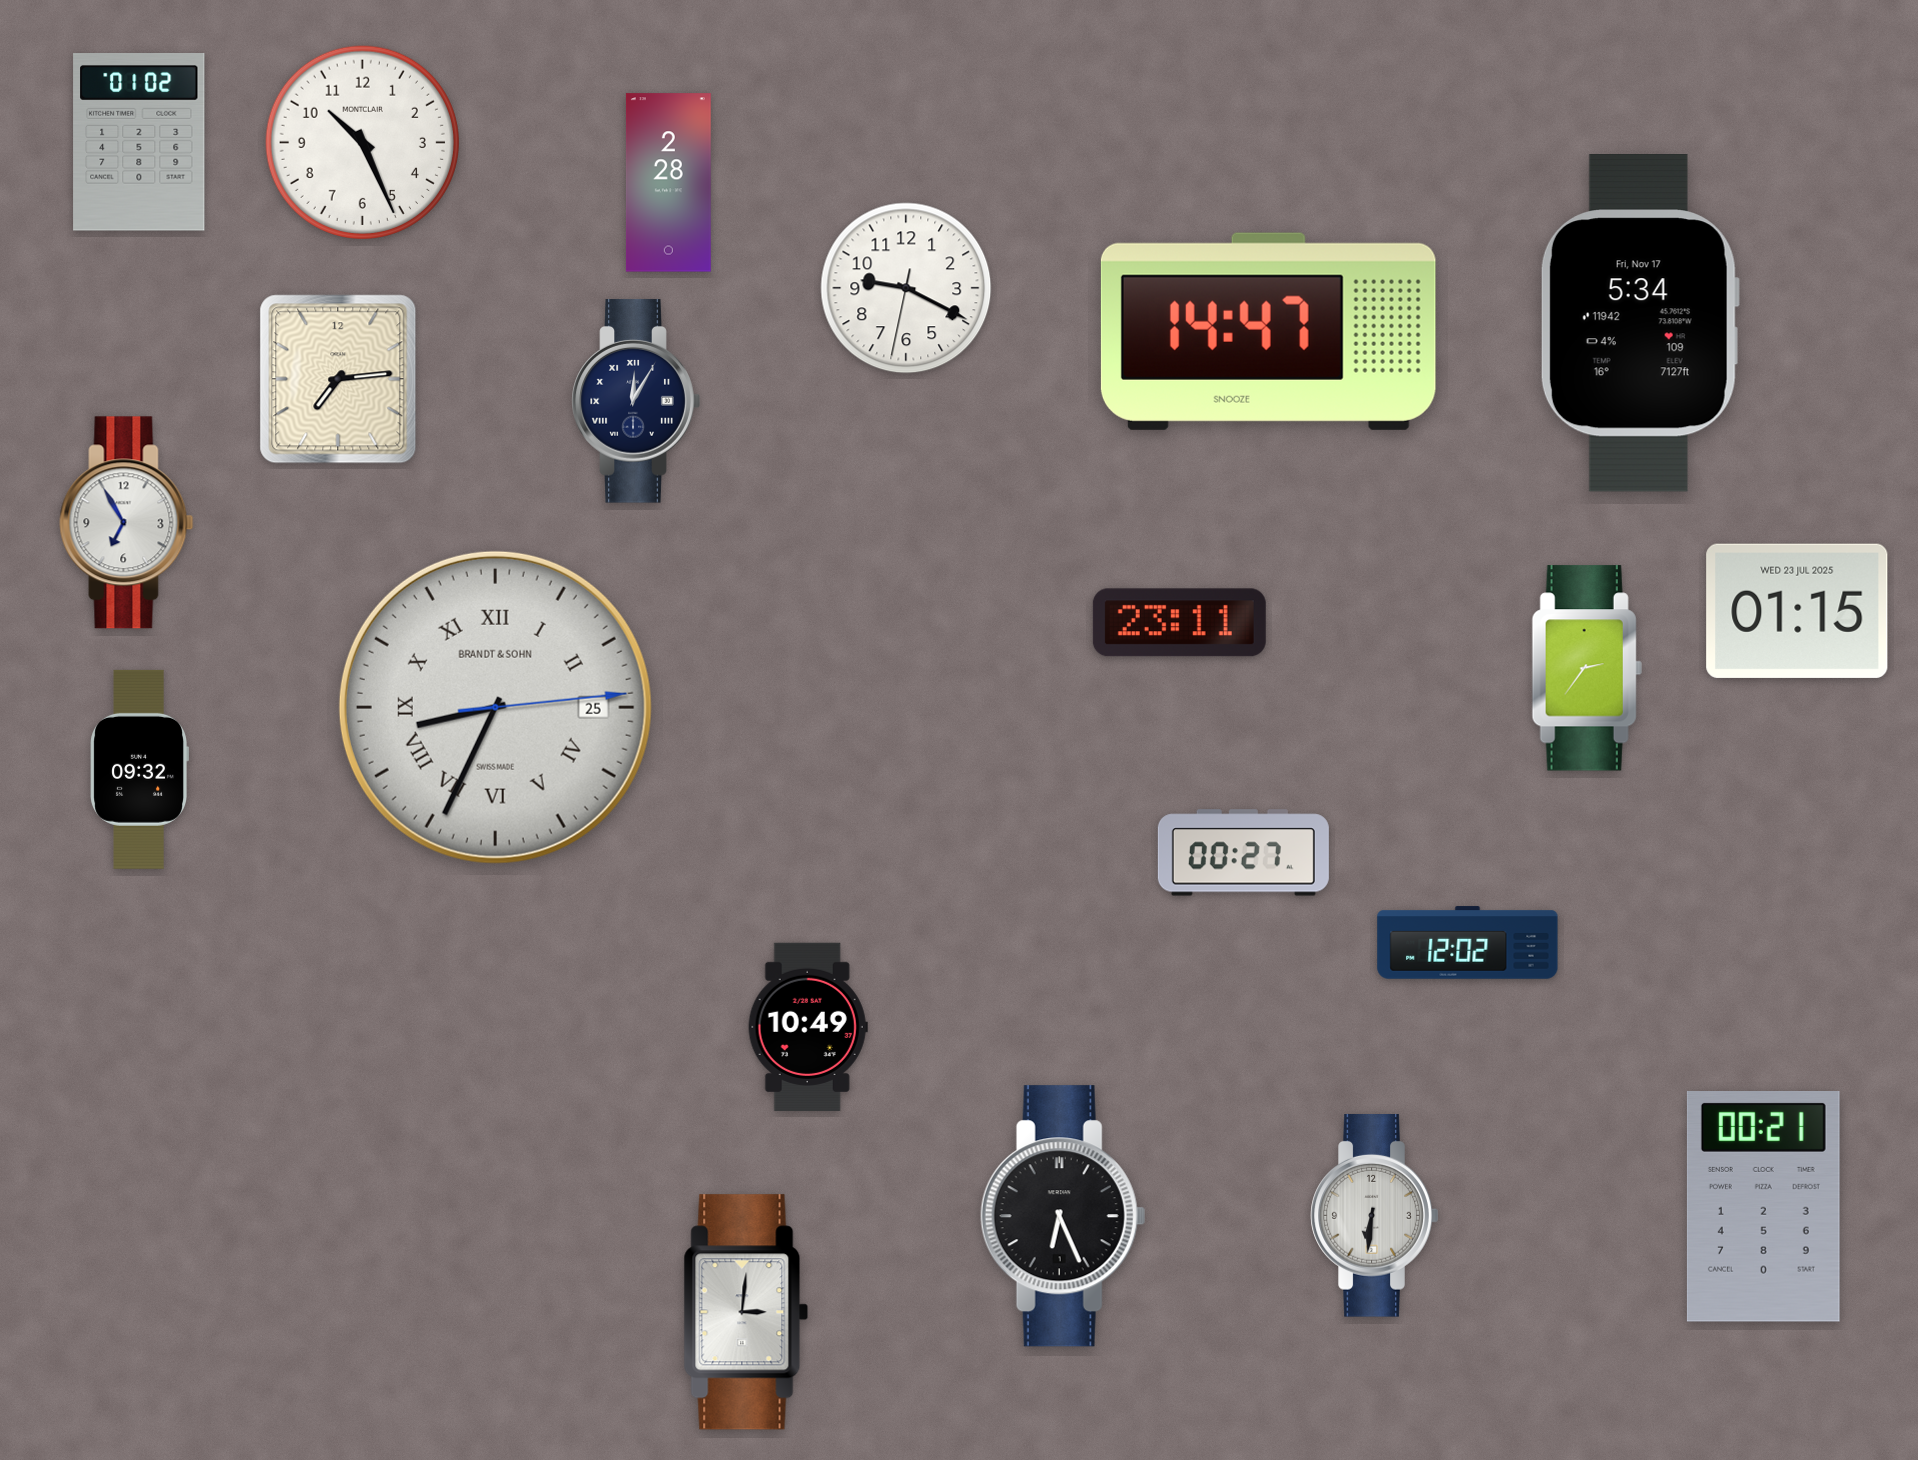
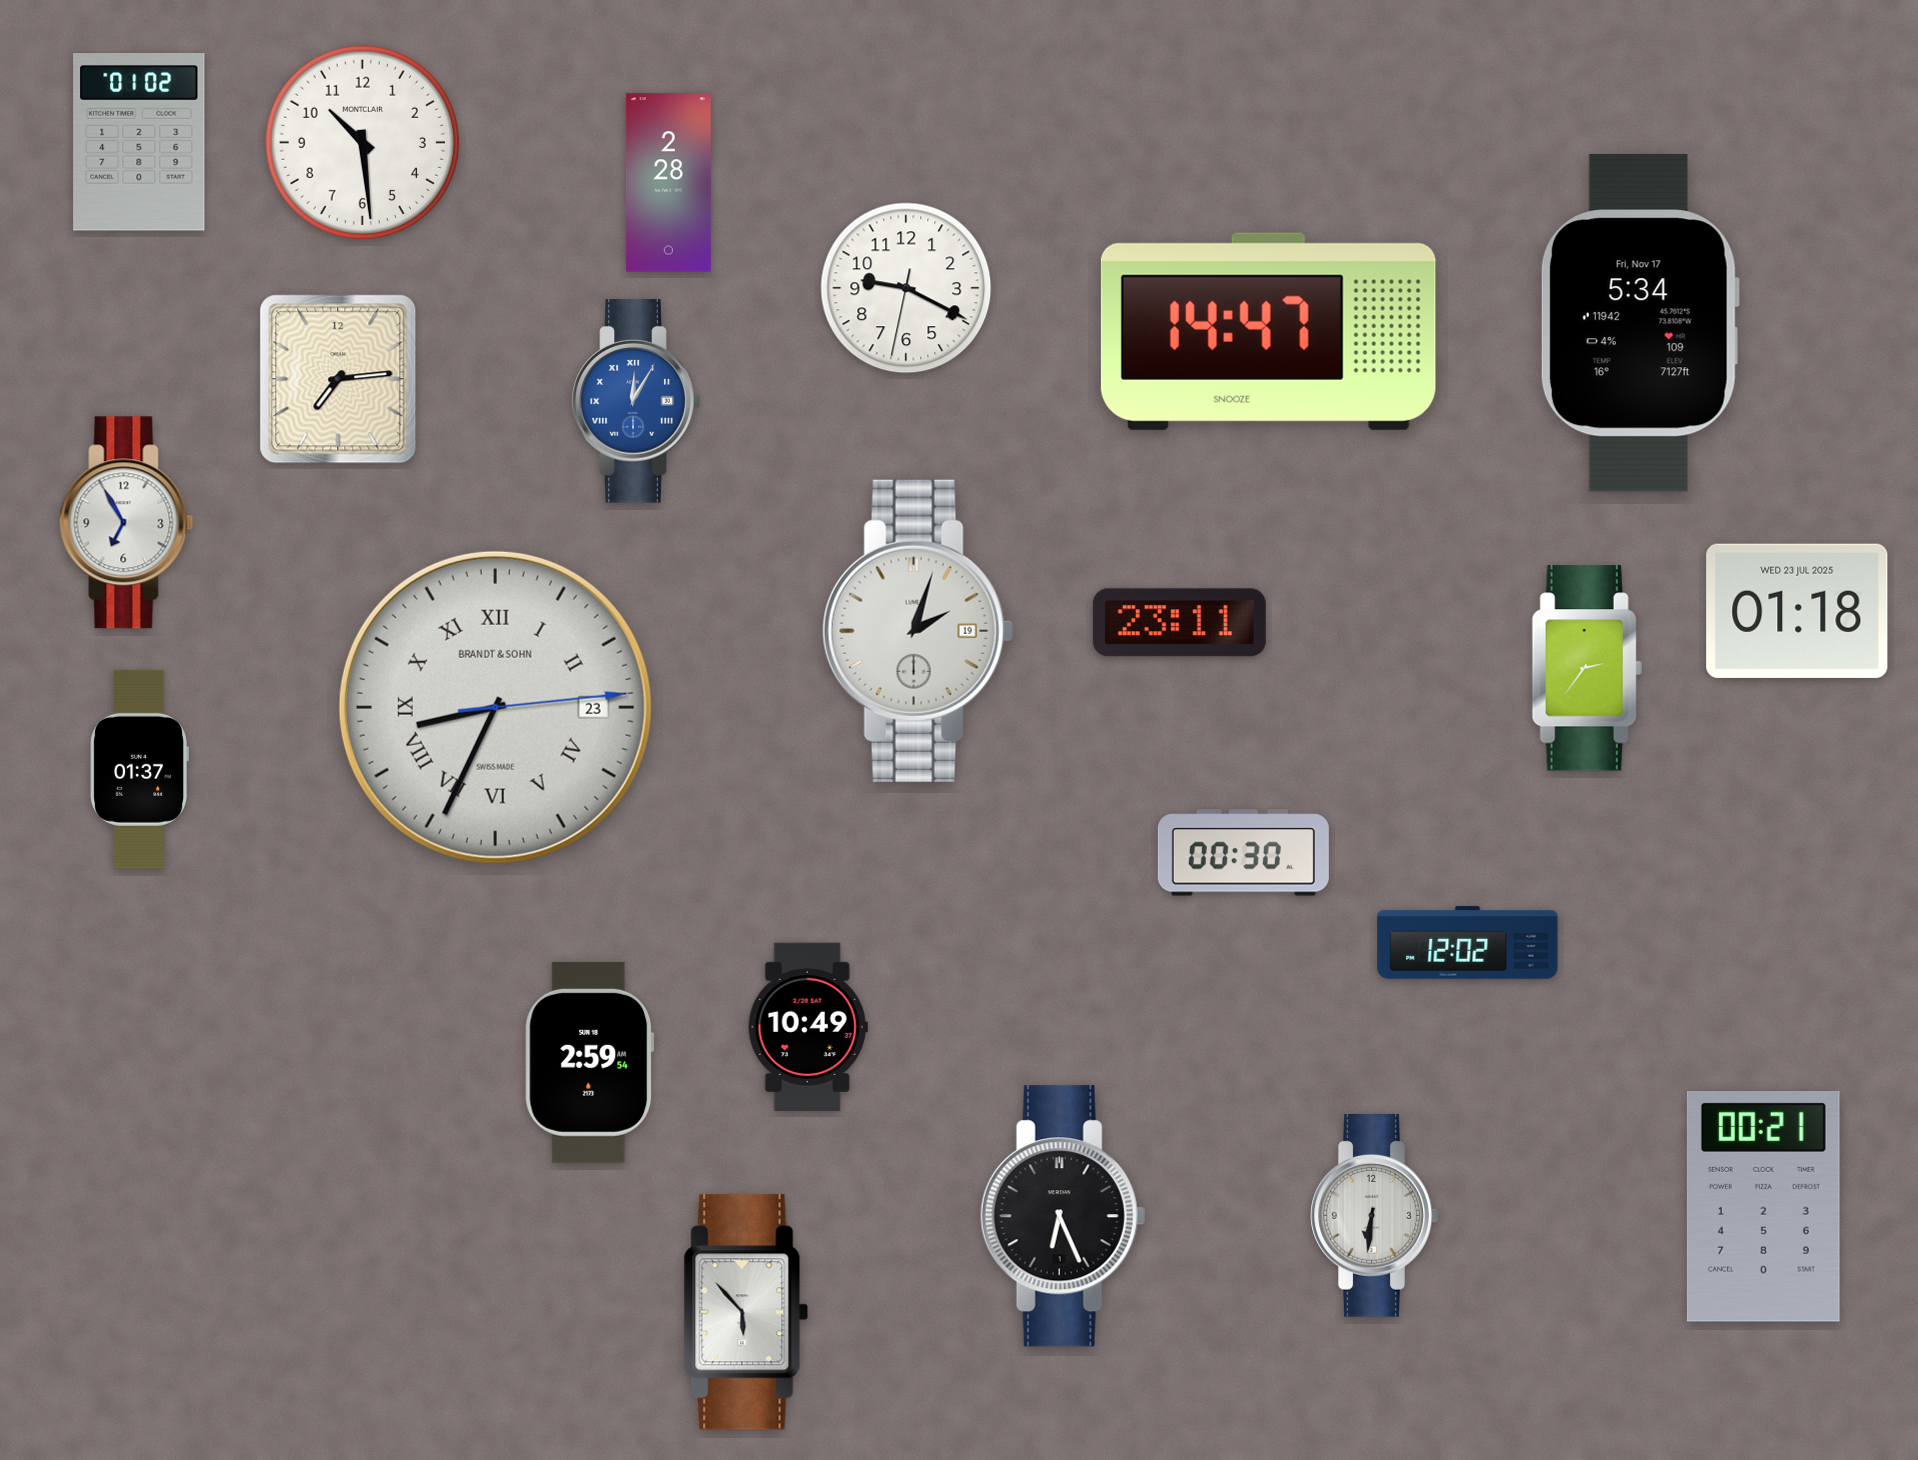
clock at (362, 142): 10:26 -> 10:29
clock at (636, 401) dial: navy -> blue
clock at (1797, 611): 01:15 -> 01:18
clock at (918, 631): none -> 2:03
clock at (495, 707) date: 25 -> 23
clock at (139, 769): 09:32 -> 01:37
clock at (1243, 853): 00:27 -> 00:30
clock at (590, 1062): none -> 2:59
clock at (746, 1312): 3:01 -> 5:53
